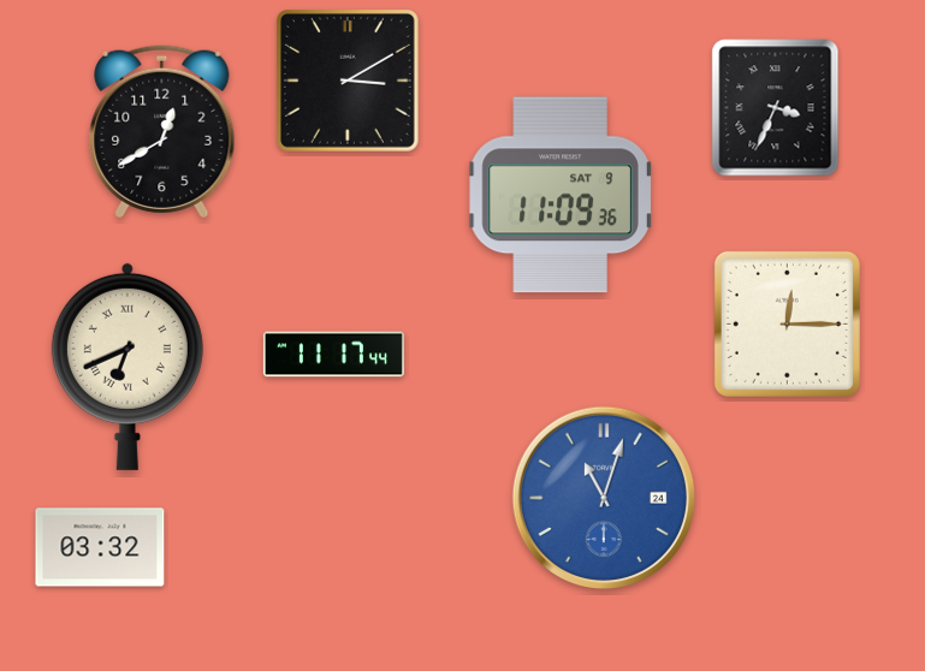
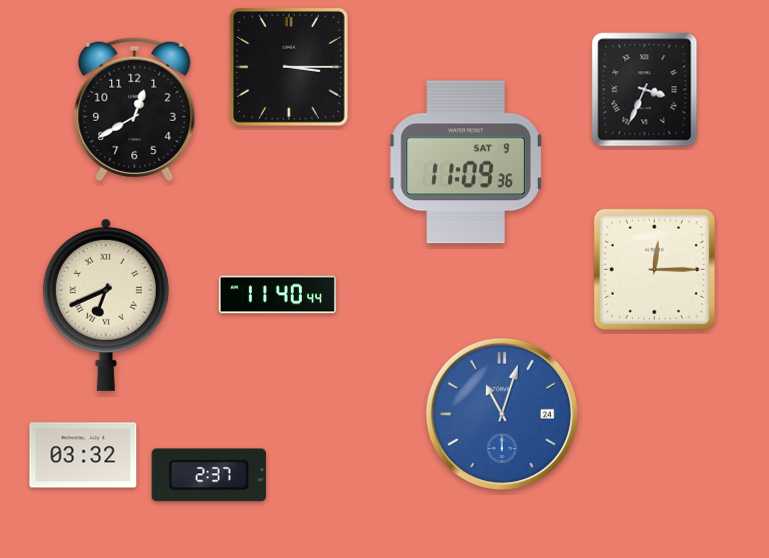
clock at (349, 82): 3:10 -> 3:15
clock at (333, 355): 11:17 -> 11:40
clock at (209, 475): none -> 2:37
